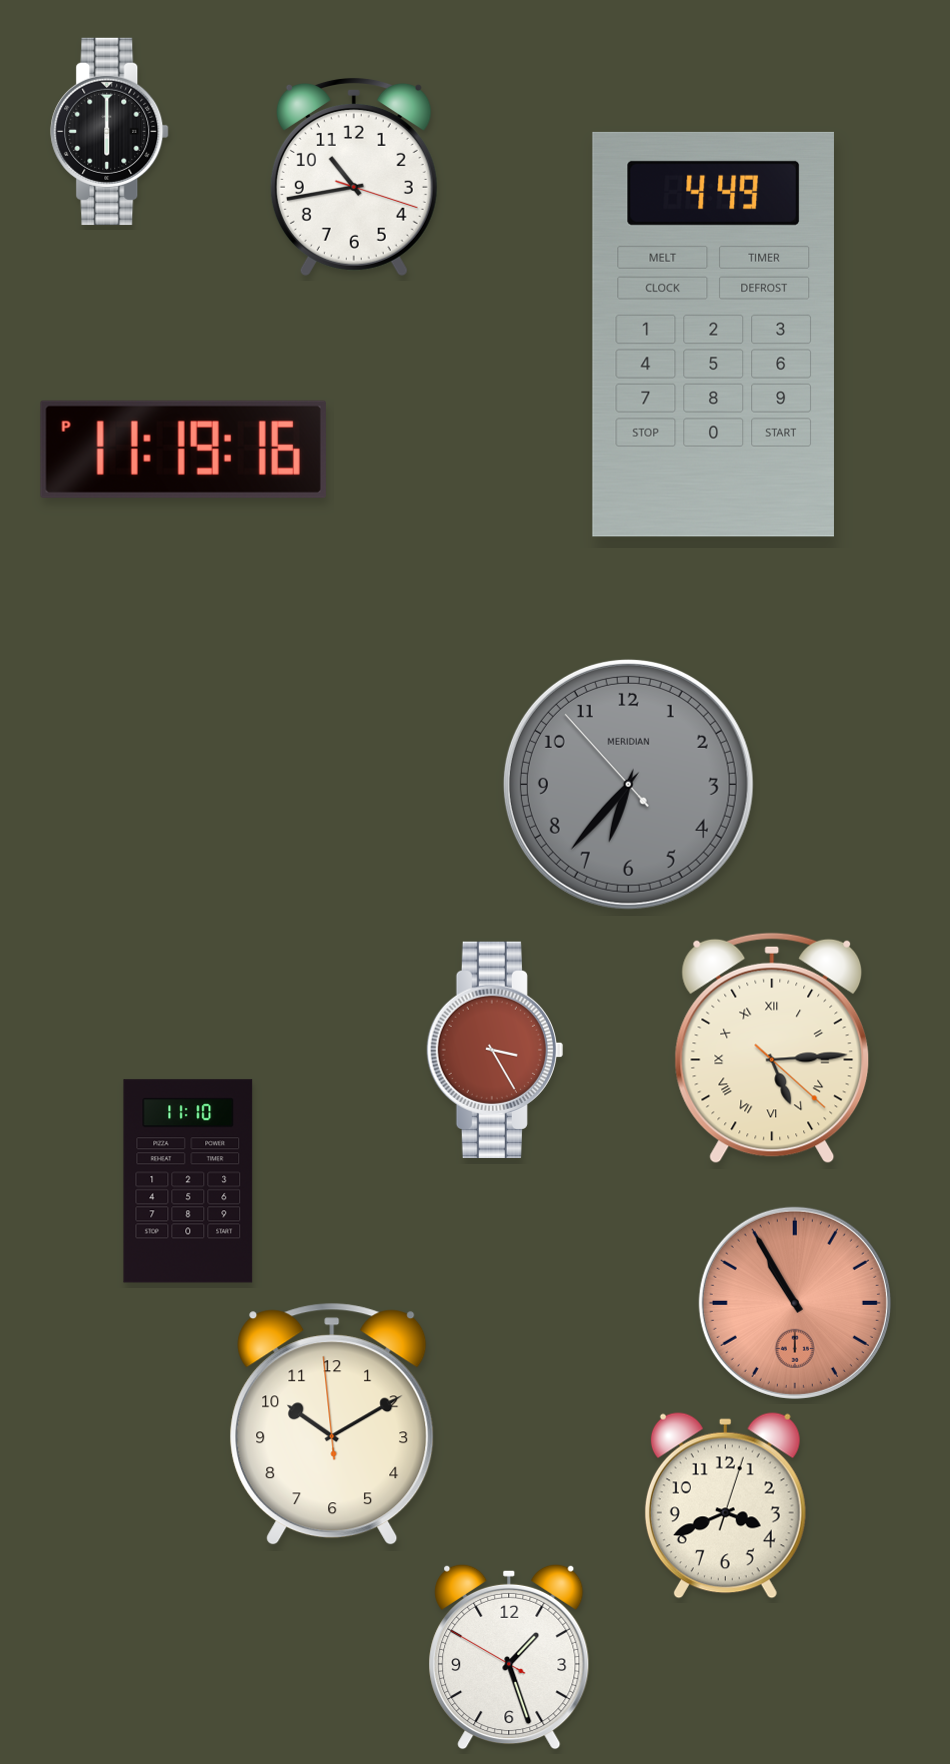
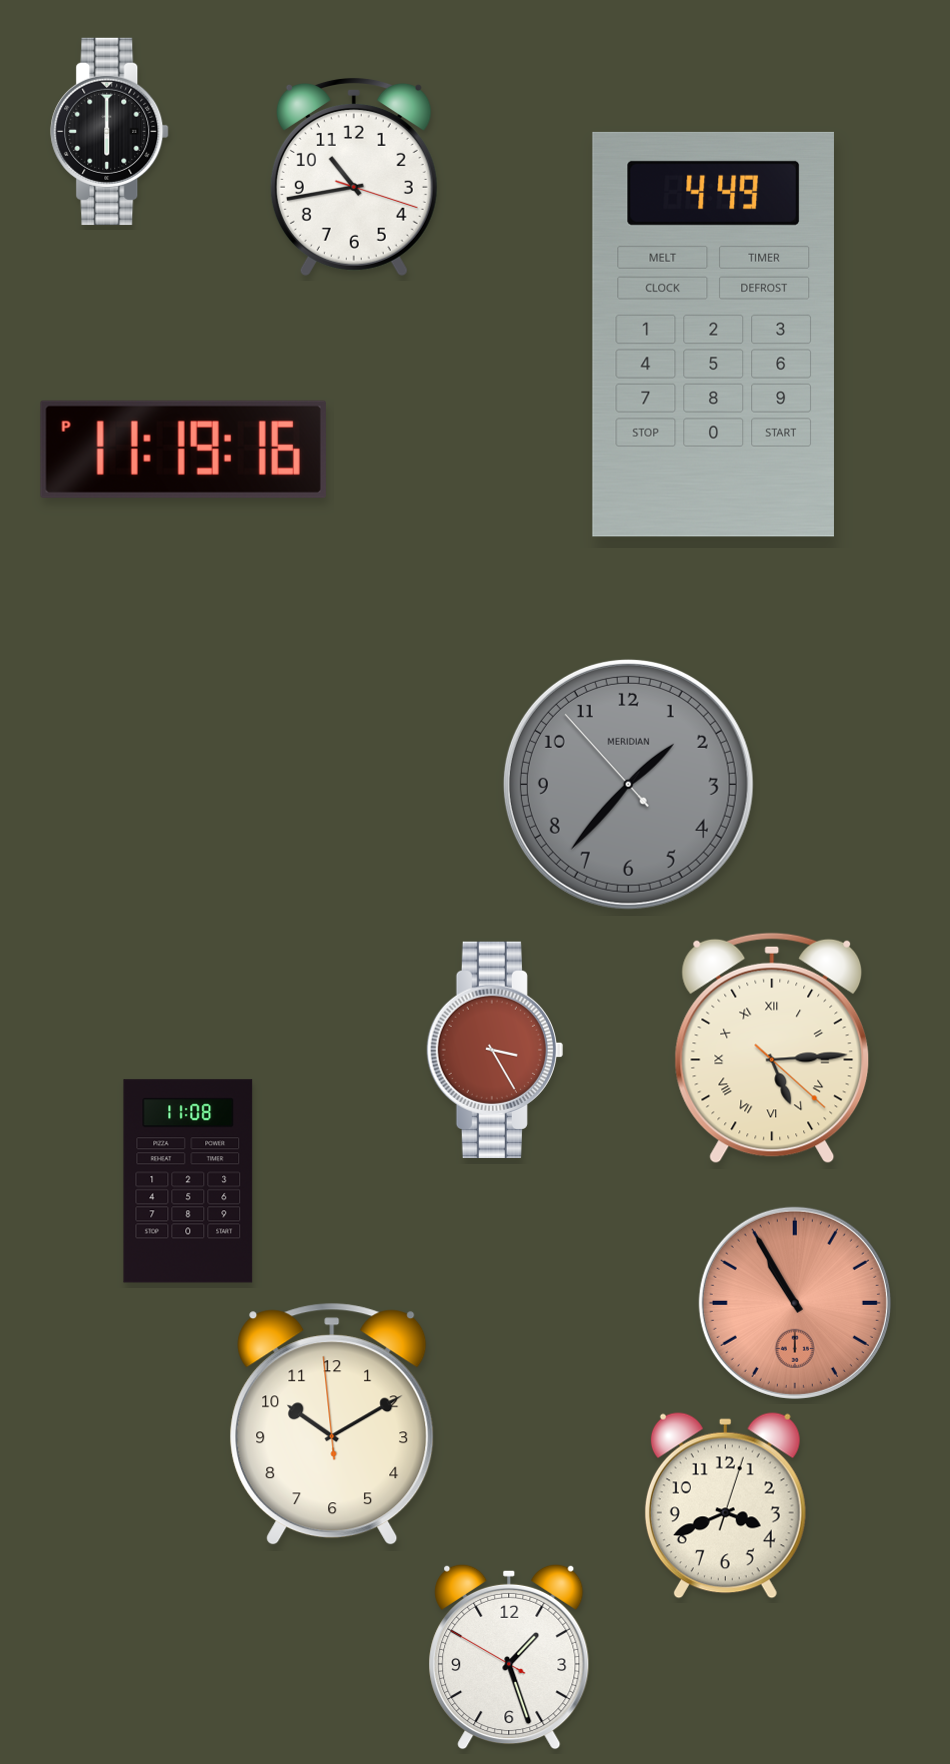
clock at (628, 784): 6:36 -> 1:36
clock at (188, 1181): 11:10 -> 11:08
